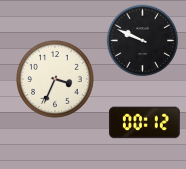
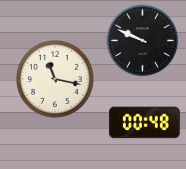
clock at (56, 80): 3:34 -> 11:17
clock at (145, 123): 00:12 -> 00:48
